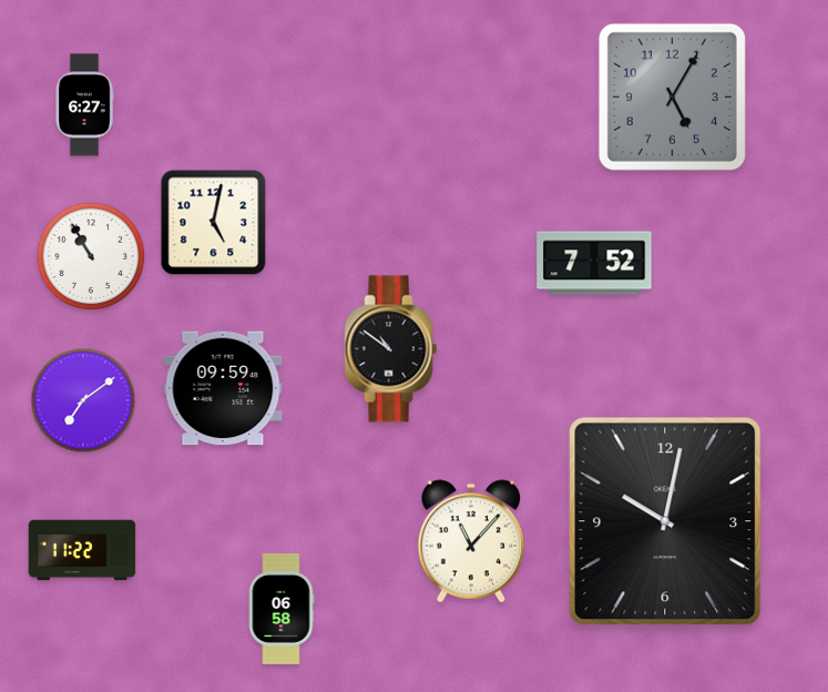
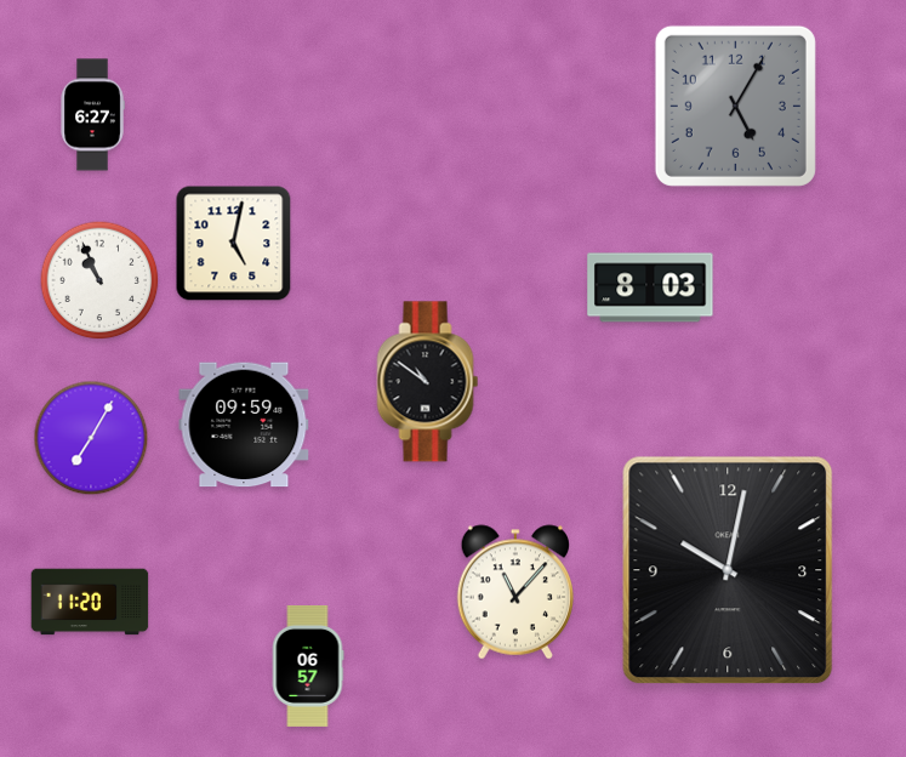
clock at (91, 256): 10:55 -> 10:56
clock at (594, 263): 7:52 -> 8:03
clock at (83, 400): 7:09 -> 7:05
clock at (82, 550): 11:22 -> 11:20
clock at (282, 609): 06:58 -> 06:57
